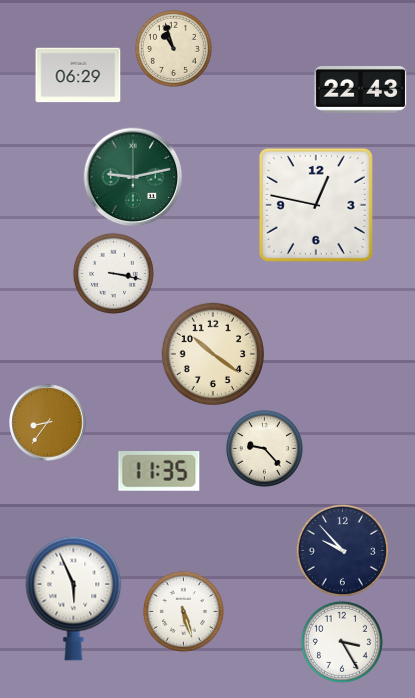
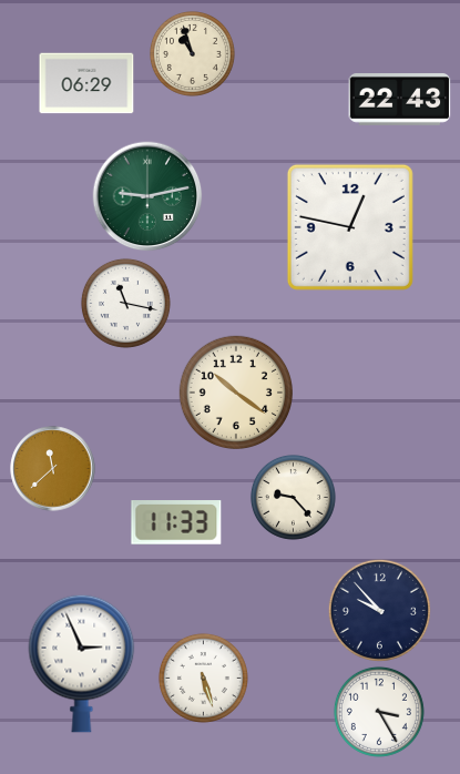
clock at (113, 273): 3:17 -> 11:17
clock at (48, 423): 8:36 -> 11:38
clock at (159, 472): 11:35 -> 11:33
clock at (74, 598): 5:56 -> 2:56
